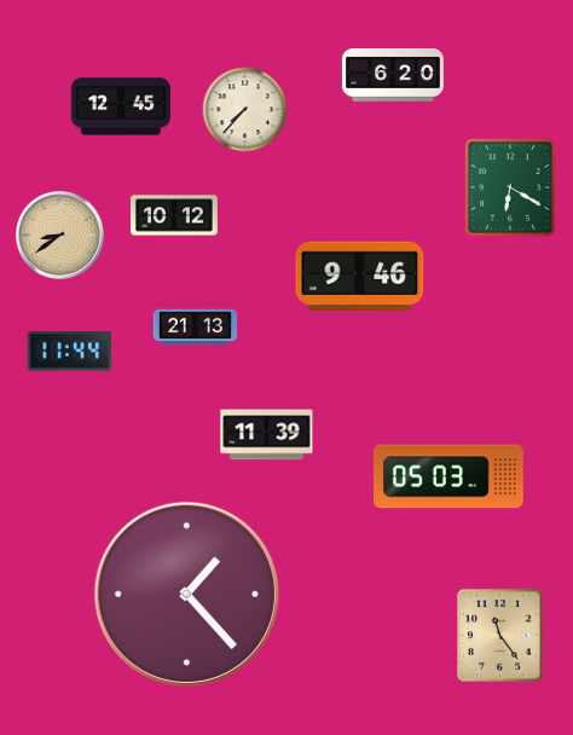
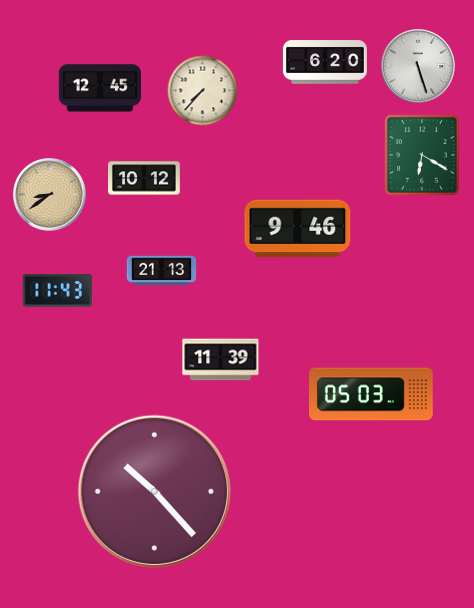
clock at (418, 66): none -> 5:27
clock at (69, 352): 11:44 -> 11:43
clock at (186, 594): 1:23 -> 10:23
clock at (500, 636): 11:24 -> none
